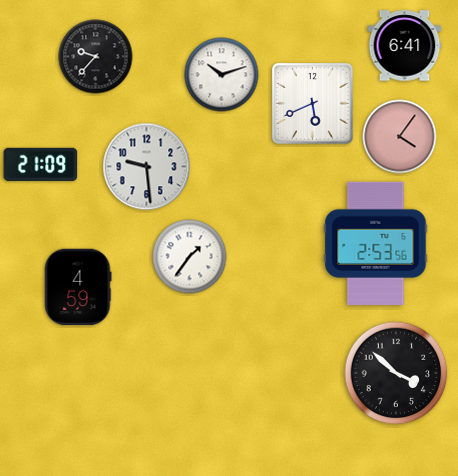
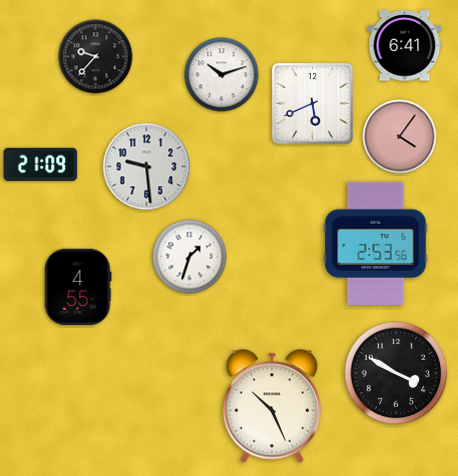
clock at (190, 257): 1:36 -> 1:33
clock at (78, 287): 4:59 -> 4:55
clock at (396, 373): 3:52 -> 3:50
clock at (272, 406): none -> 10:26
